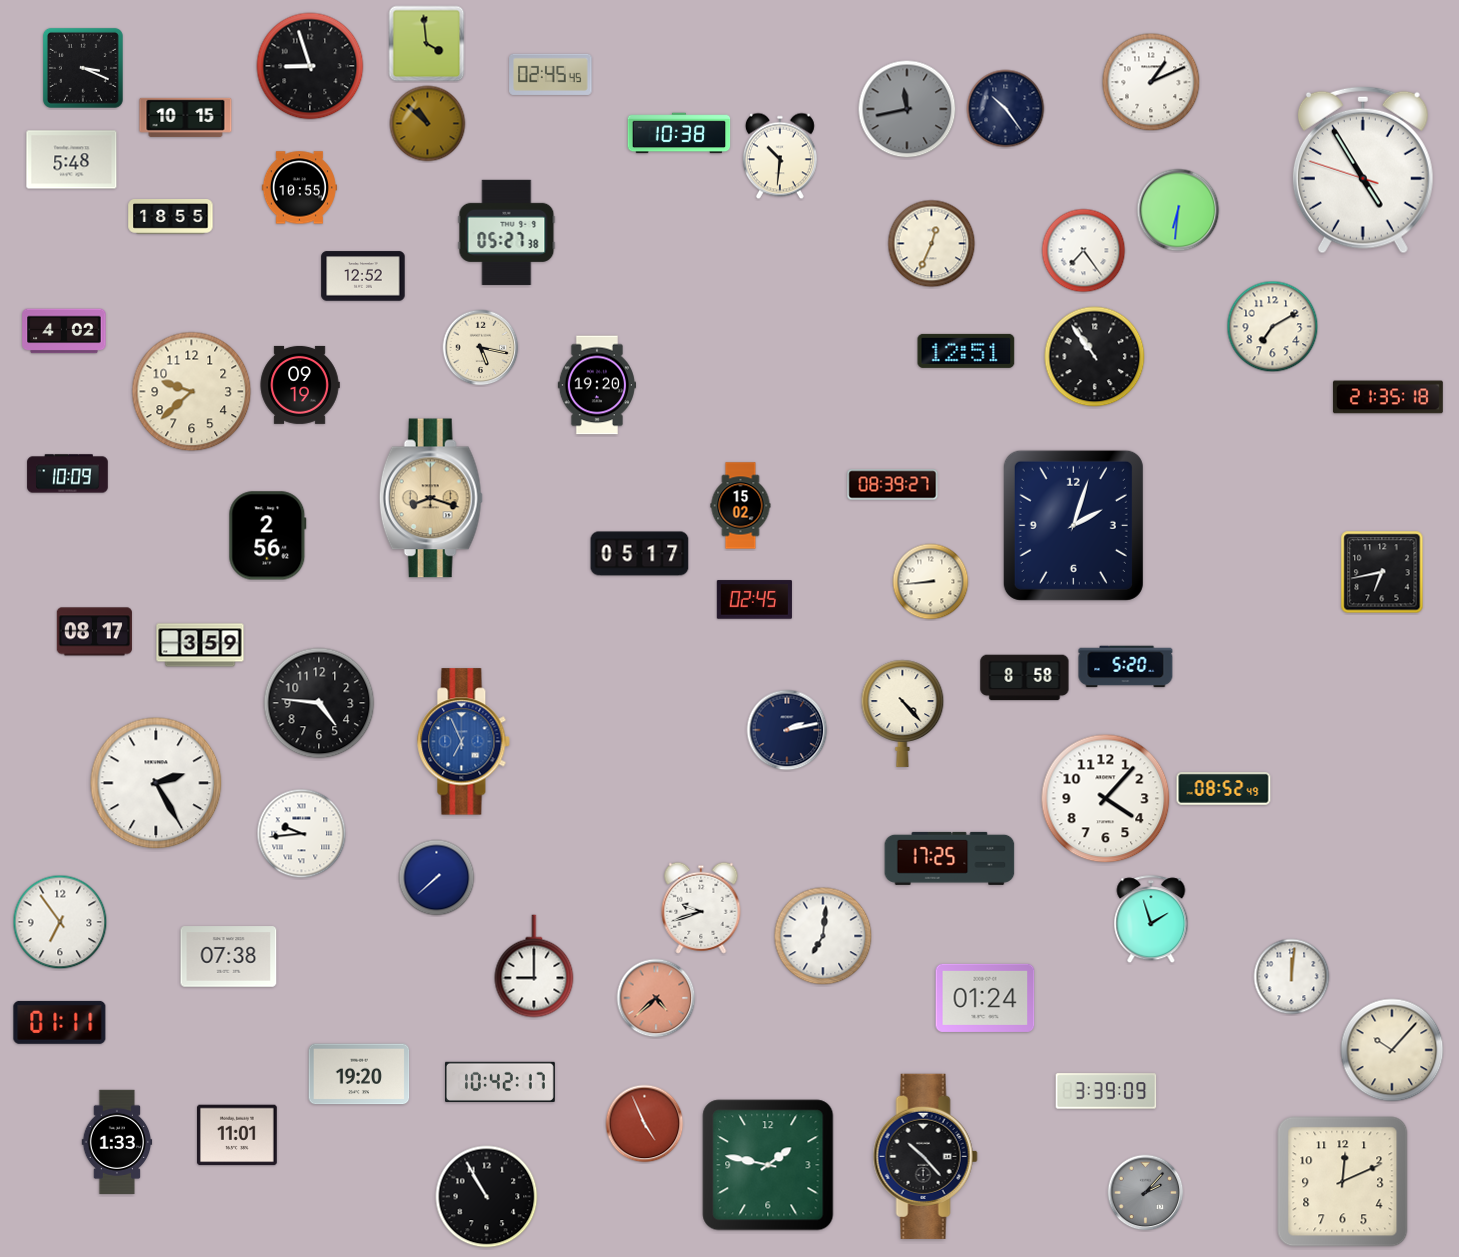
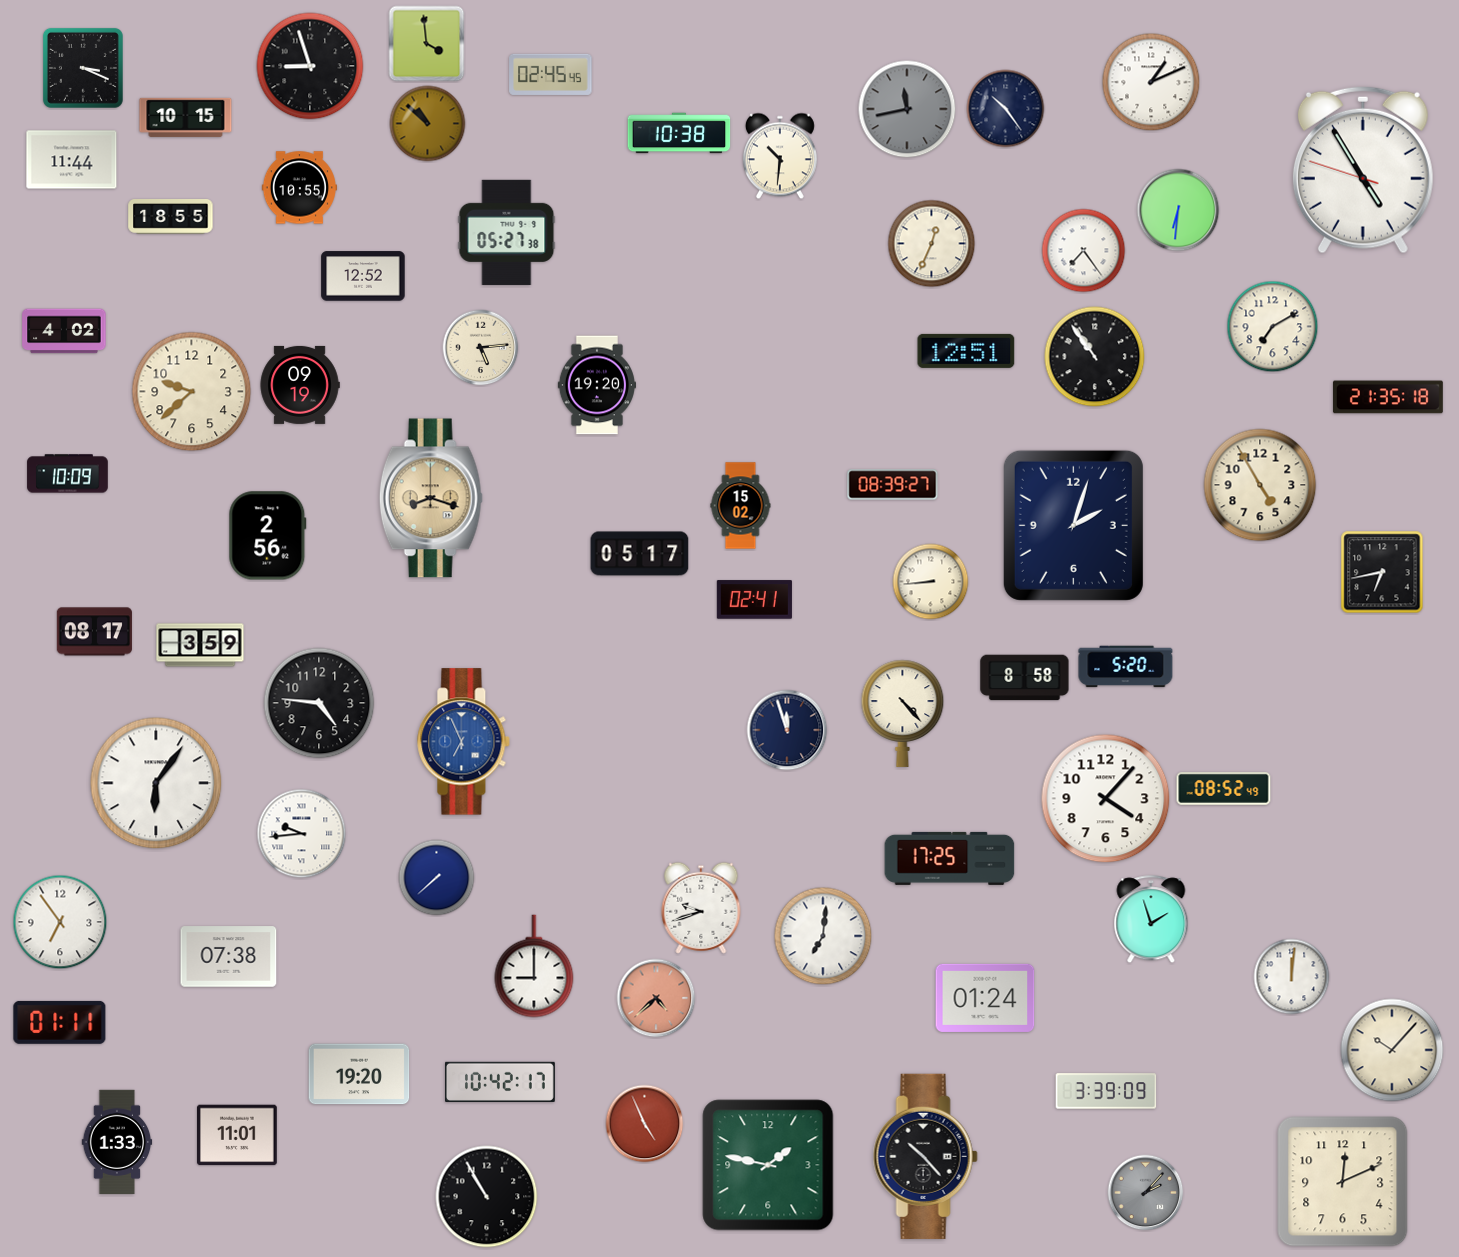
clock at (72, 160): 5:48 -> 11:44
clock at (481, 348): 5:17 -> 5:14
clock at (1260, 485): none -> 4:55
clock at (754, 600): 02:45 -> 02:41
clock at (787, 730): 2:13 -> 11:57
clock at (156, 783): 2:25 -> 6:06
